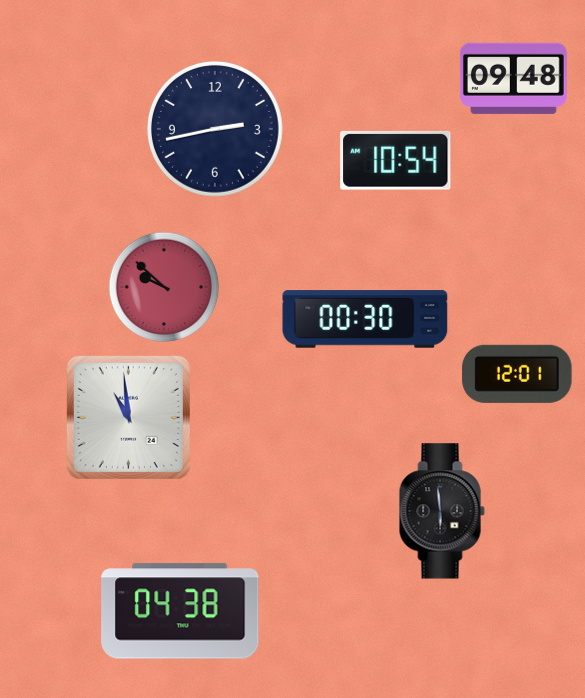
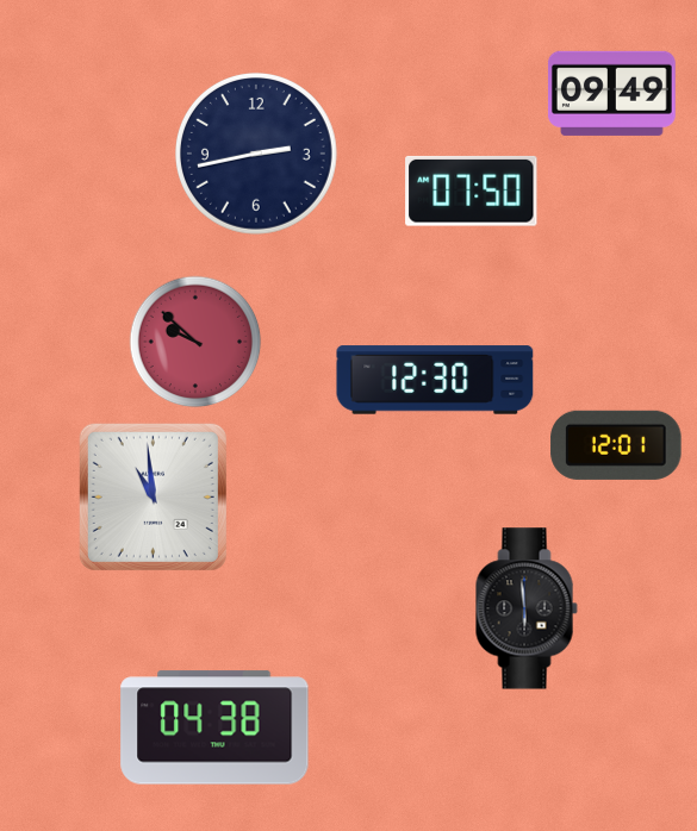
clock at (513, 78): 09:48 -> 09:49
clock at (396, 160): 10:54 -> 07:50
clock at (365, 319): 00:30 -> 12:30
